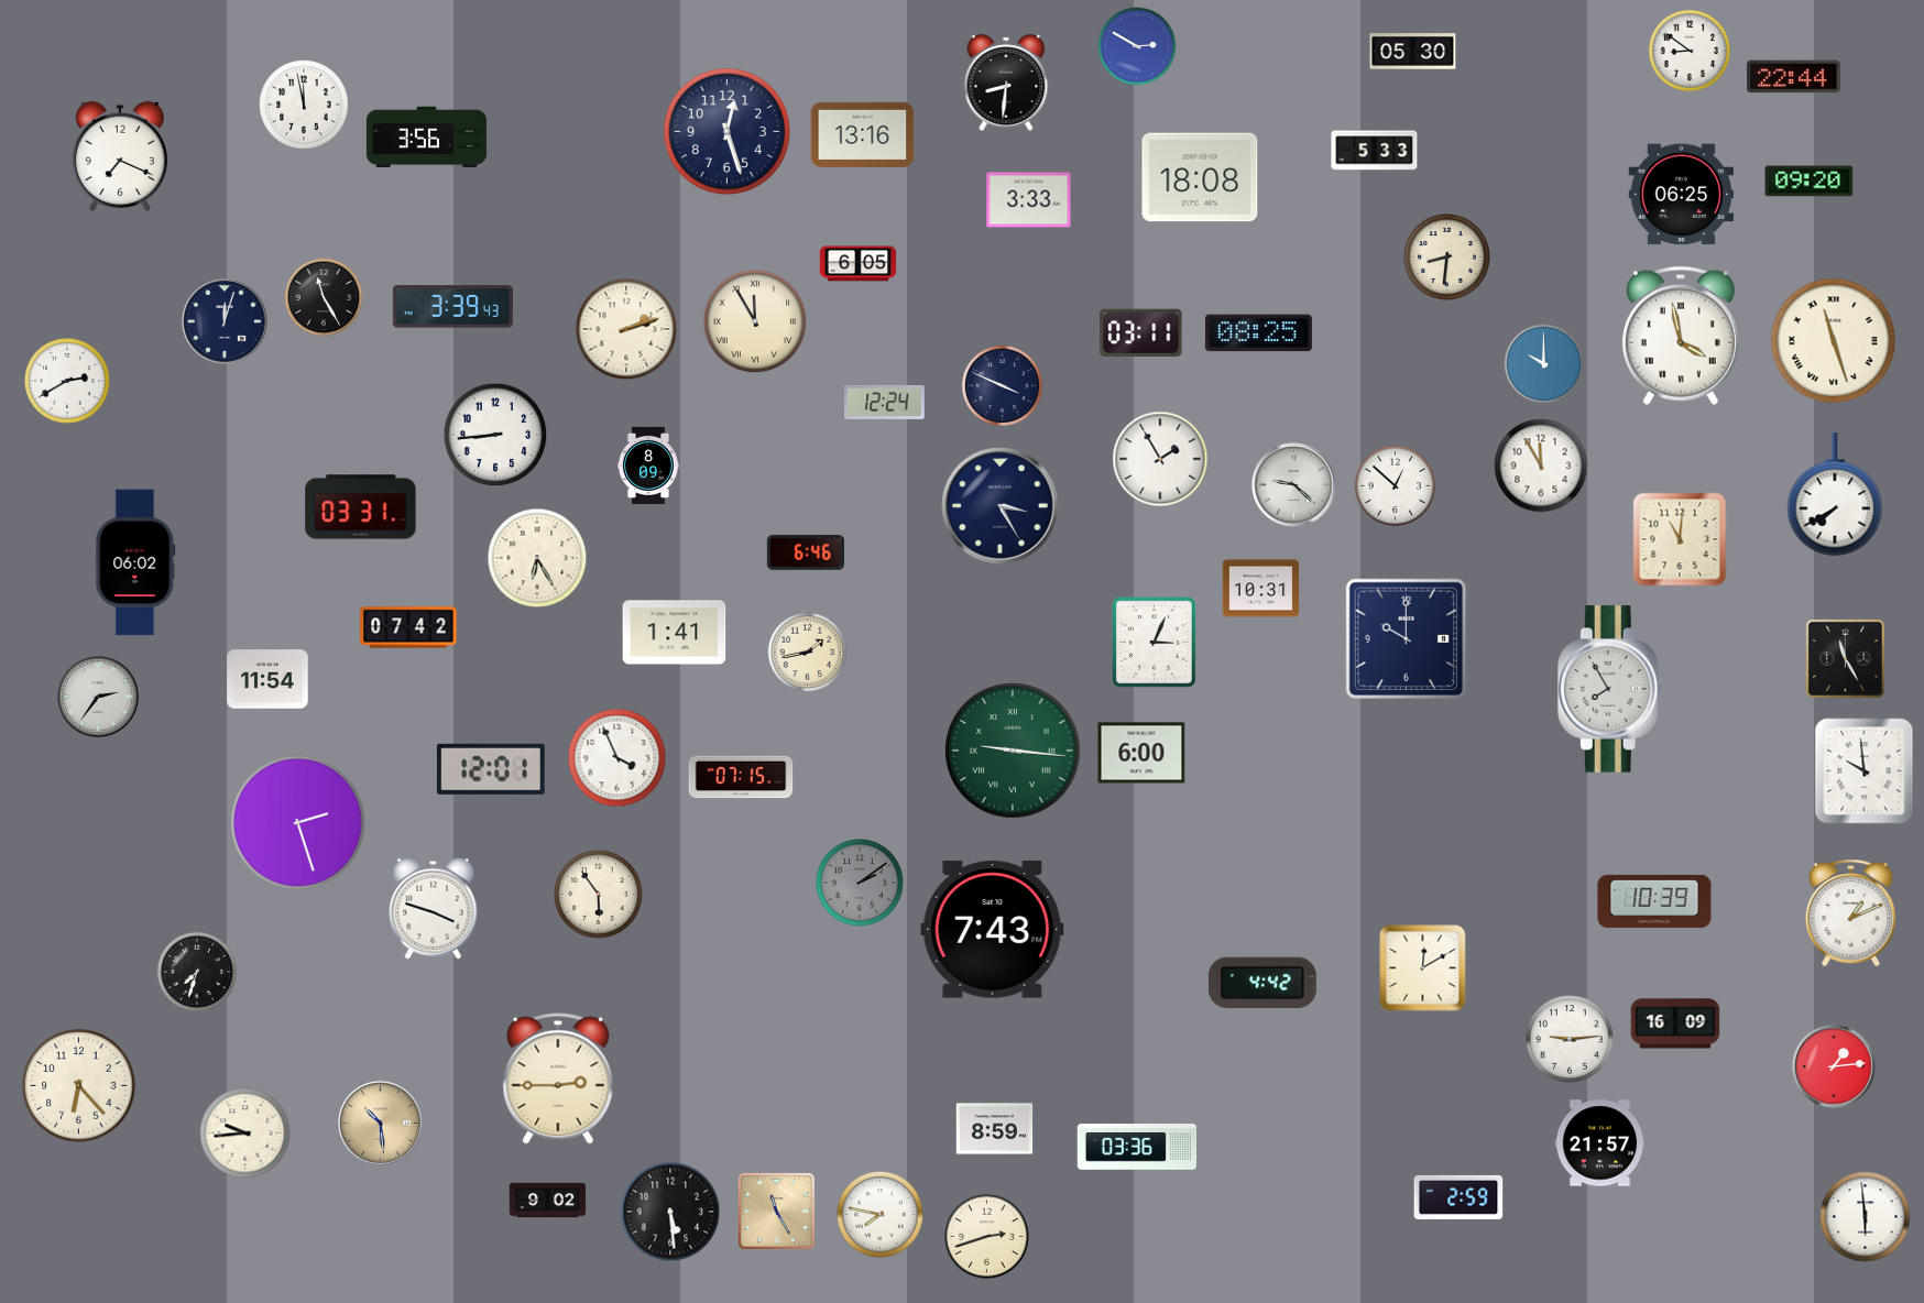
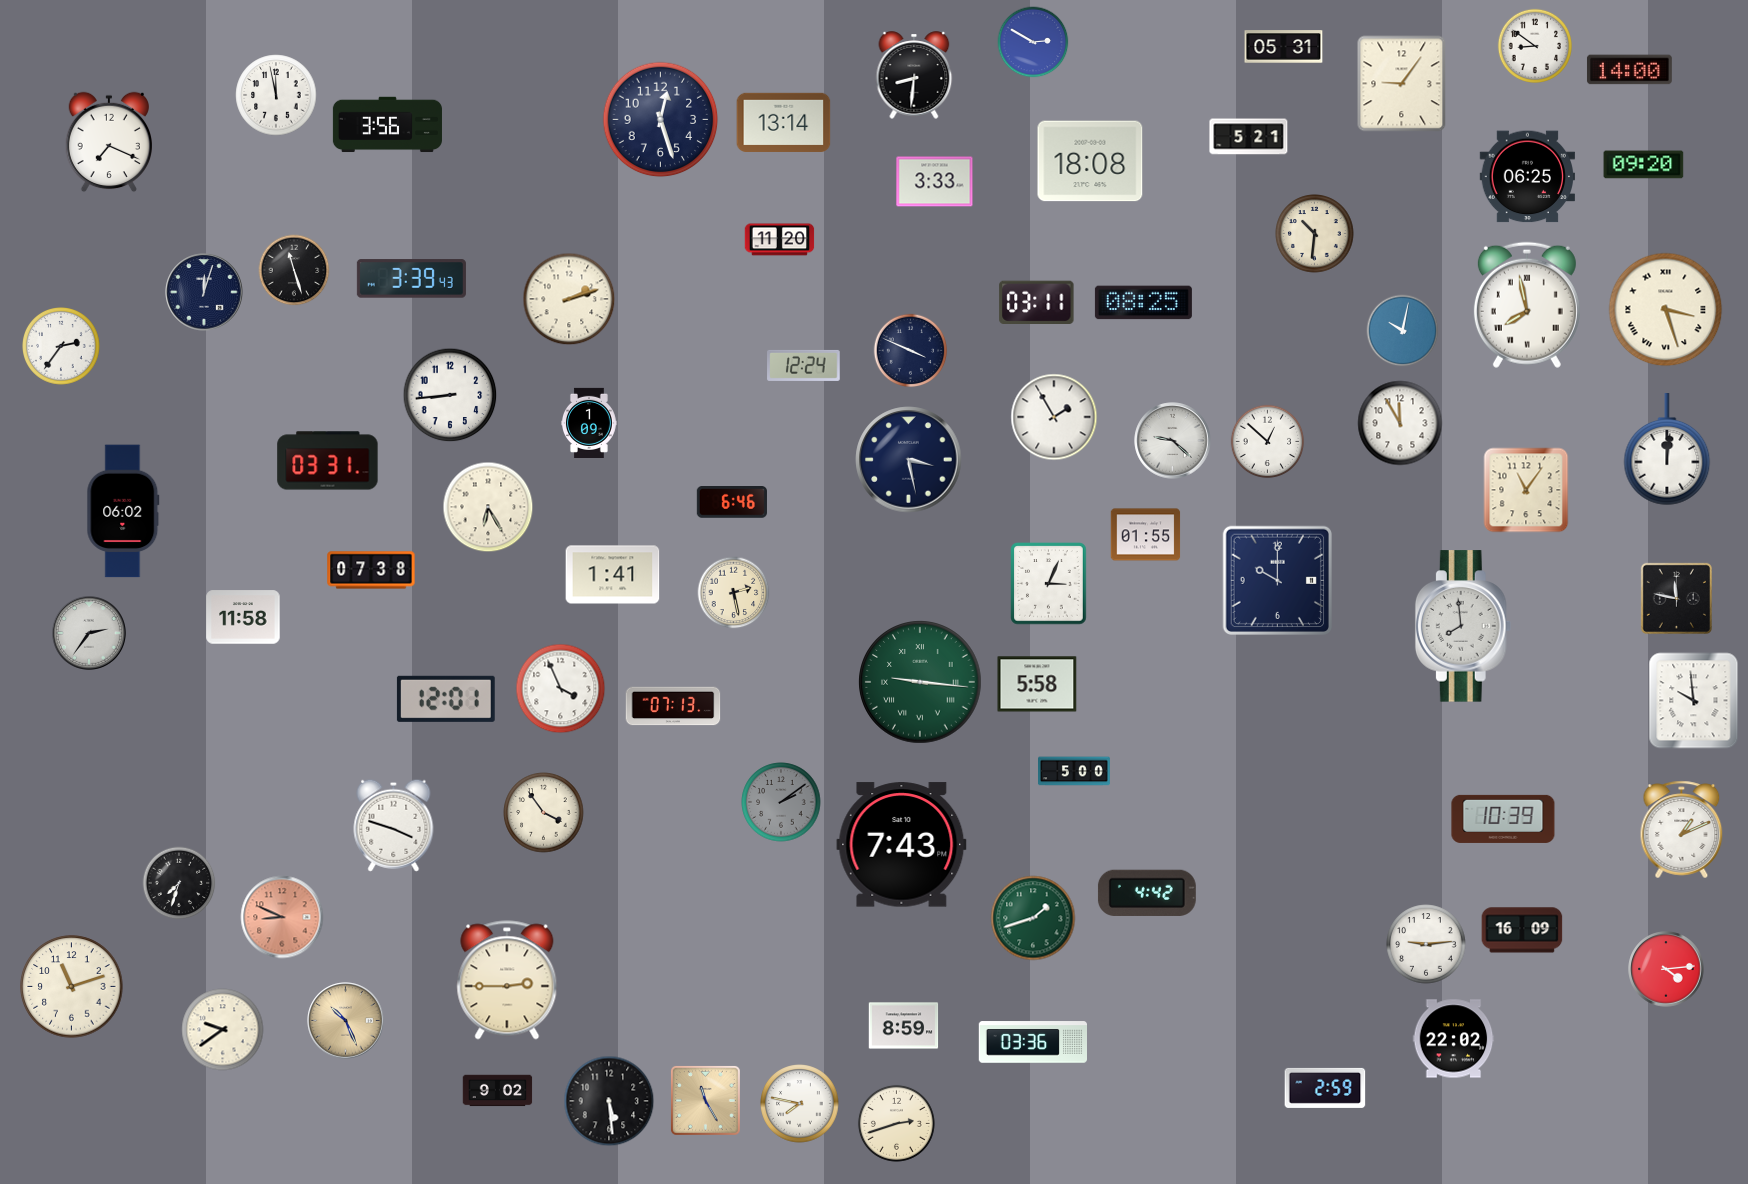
clock at (1413, 52): 05:30 -> 05:31
clock at (1793, 77): 22:44 -> 14:00
clock at (1402, 84): none -> 9:06
clock at (863, 134): 13:16 -> 13:14
clock at (1375, 151): 5:33 -> 5:21
clock at (1447, 258): 8:31 -> 10:31
clock at (859, 264): 6:05 -> 11:20
clock at (324, 297): 11:25 -> 11:27
clock at (755, 321): 11:55 -> none
clock at (1681, 336): 3:58 -> 7:58
clock at (1834, 341): 11:27 -> 3:27
clock at (1544, 364): 10:00 -> 10:02
clock at (68, 382): 2:40 -> 2:36
clock at (649, 464): 8:09 -> 1:09
clock at (1294, 485) position: (1294, 485) -> (1173, 441)
clock at (1835, 495): 7:40 -> 12:01
clock at (1001, 506): 3:25 -> 3:28
clock at (1680, 539): 11:01 -> 11:06
clock at (1261, 589): 10:31 -> 01:55
clock at (408, 627): 07:42 -> 07:38
clock at (808, 653): 1:43 -> 2:28
clock at (1845, 658): 11:25 -> 11:47
clock at (267, 679): 11:54 -> 11:58
clock at (1610, 689): 7:55 -> 7:59
clock at (1141, 753): 6:00 -> 5:58
clock at (741, 777): 07:15 -> 07:13
clock at (298, 823): 2:27 -> none
clock at (1075, 771): none -> 5:00
clock at (599, 895): 5:54 -> 3:54
clock at (1423, 968): 12:10 -> none
clock at (282, 917): none -> 8:49
clock at (1033, 918): none -> 1:42
clock at (1834, 1066): 1:14 -> 4:14
clock at (79, 1086): 6:23 -> 11:12
clock at (381, 1124): 10:29 -> 10:26
clock at (245, 1134): 9:44 -> 9:39
clock at (1600, 1143): 21:57 -> 22:02
clock at (1866, 1217): 5:59 -> none
